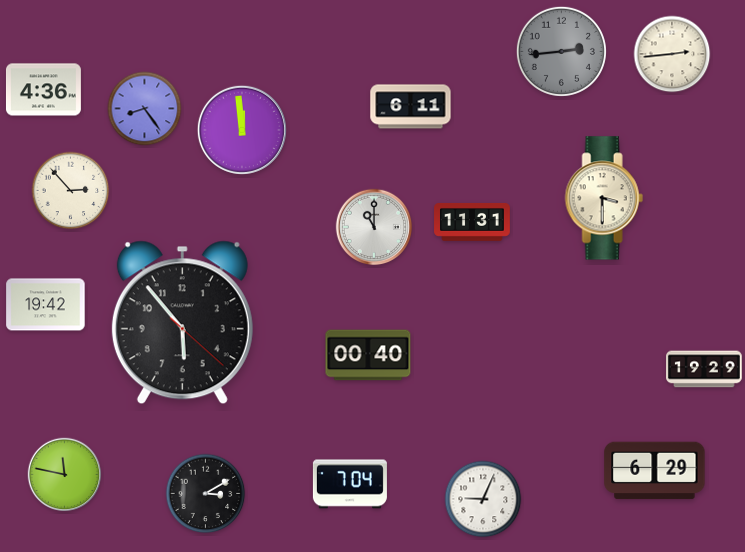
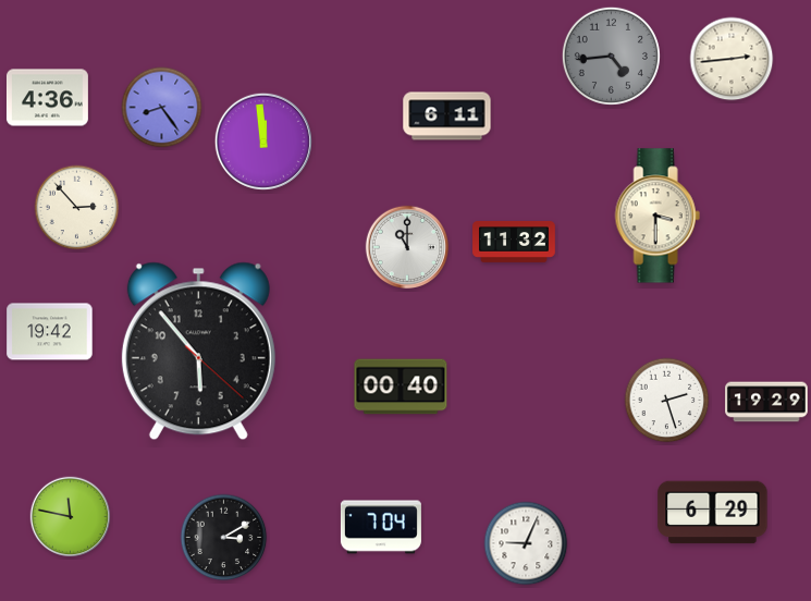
clock at (561, 51): 2:44 -> 4:44
clock at (145, 109) position: (145, 109) -> (162, 108)
clock at (472, 222): 11:31 -> 11:32
clock at (667, 401): none -> 2:27
